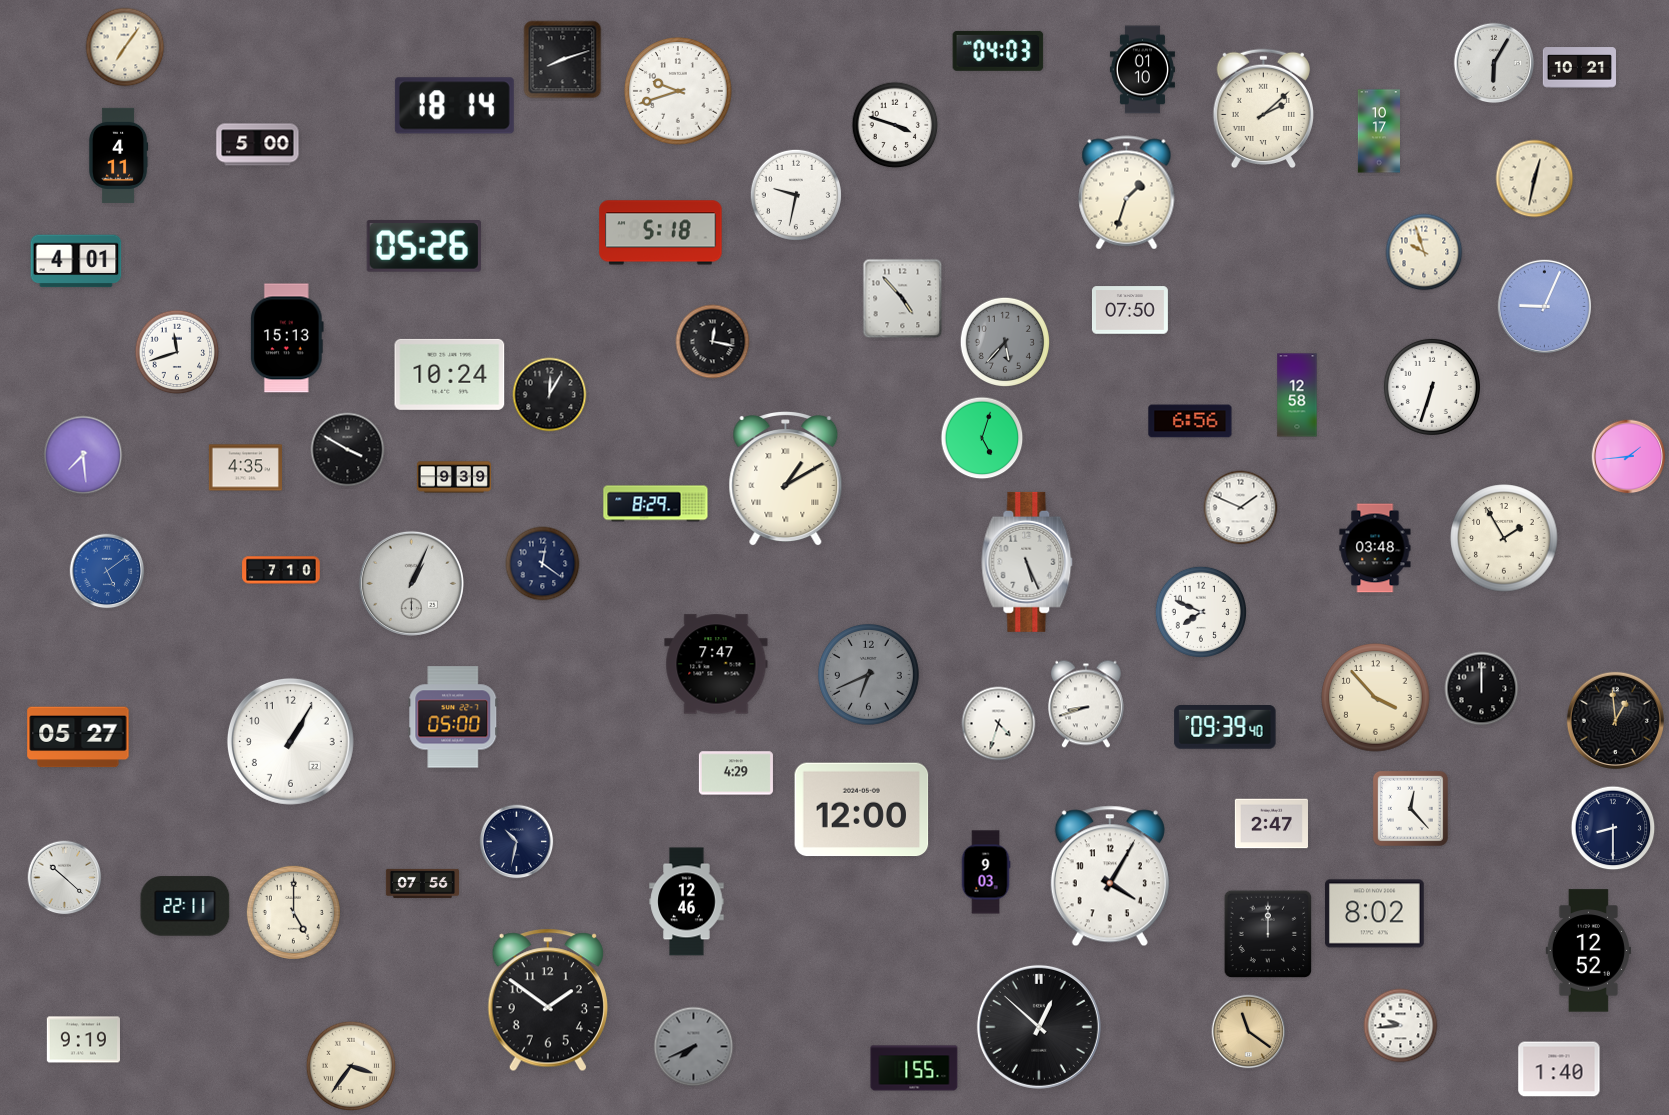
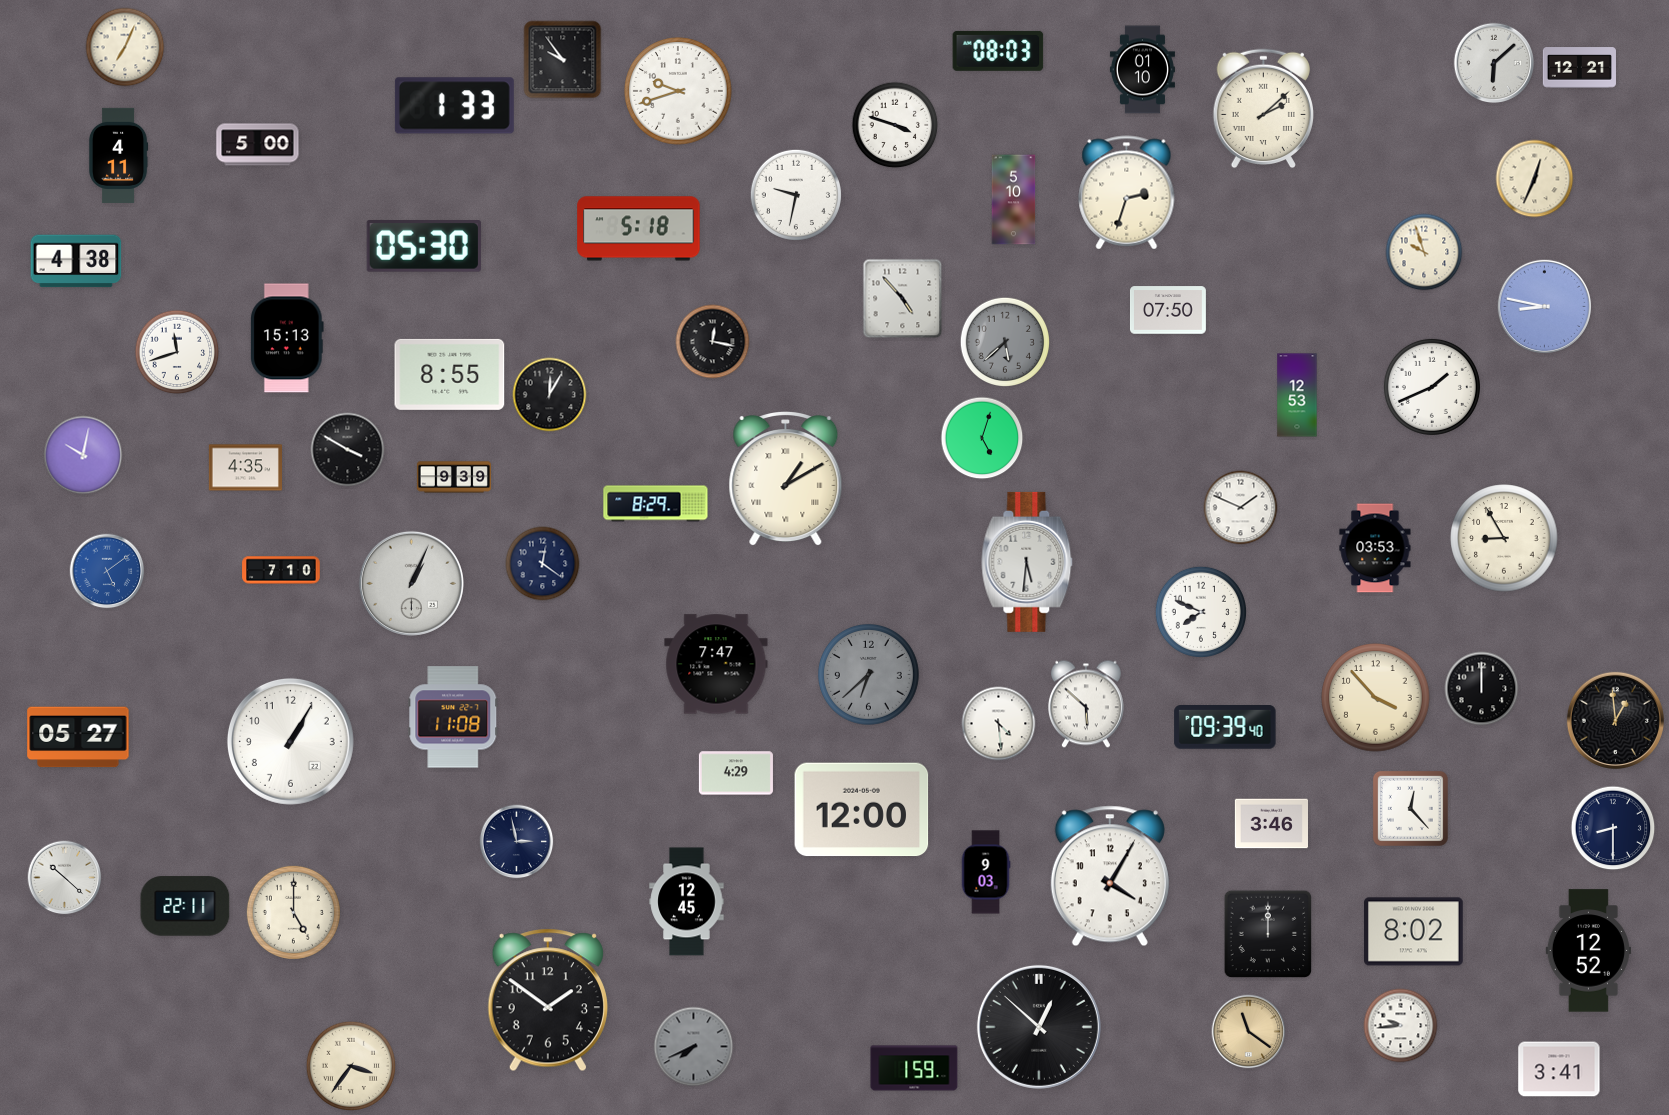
clock at (125, 47): 7:06 -> 7:04
clock at (998, 51): 04:03 -> 08:03
clock at (563, 60): 8:12 -> 9:54
clock at (1494, 63): 6:05 -> 6:08
clock at (1579, 68): 10:21 -> 12:21
clock at (454, 106): 18:14 -> 1:33
clock at (1379, 131): 10:17 -> none
clock at (1535, 179): 12:32 -> 12:34
clock at (1127, 193): 1:33 -> 2:33
clock at (1014, 200): none -> 5:10
clock at (661, 233) position: (661, 233) -> (639, 229)
clock at (424, 247): 05:26 -> 05:30
clock at (76, 261): 4:01 -> 4:38
clock at (1544, 306): 9:04 -> 8:47
clock at (1130, 310) position: (1130, 310) -> (1168, 310)
clock at (1004, 341): 5:37 -> 5:38
clock at (450, 374): 10:24 -> 8:55
clock at (1432, 387): 6:33 -> 1:41
clock at (1297, 395): 12:58 -> 12:53
clock at (1190, 421): 6:56 -> none
clock at (83, 455): 7:29 -> 10:02
clock at (1629, 457): 1:44 -> none
clock at (1504, 538): 1:55 -> 8:55
clock at (1375, 548): 03:48 -> 03:53
clock at (1027, 562): 5:26 -> 5:31
clock at (868, 674): 6:41 -> 6:38
clock at (1086, 704): 8:42 -> 5:52
clock at (453, 717): 05:00 -> 11:08
clock at (999, 724): 4:33 -> 4:29
clock at (1271, 824): 2:47 -> 3:46
clock at (517, 842): 10:32 -> 2:58
clock at (422, 883): 07:56 -> none
clock at (687, 902): 12:46 -> 12:45
clock at (1375, 914) position: (1375, 914) -> (1414, 932)
clock at (83, 1040): 9:19 -> none
clock at (914, 1068): 1:55 -> 1:59
clock at (1559, 1069): 1:40 -> 3:41
